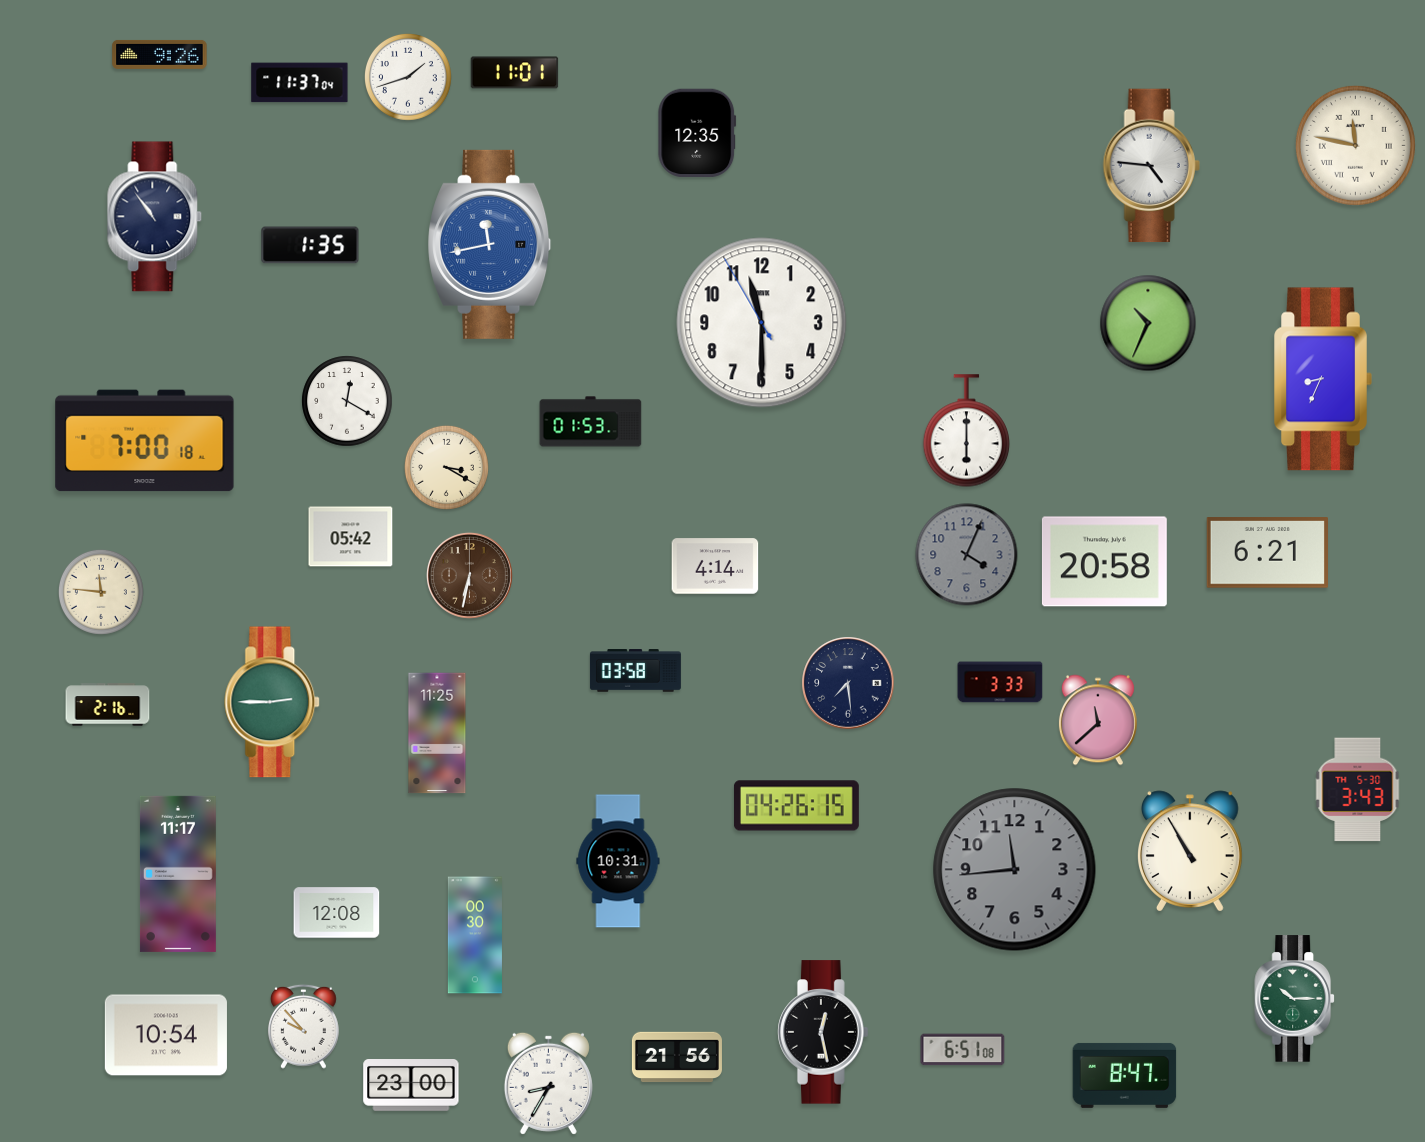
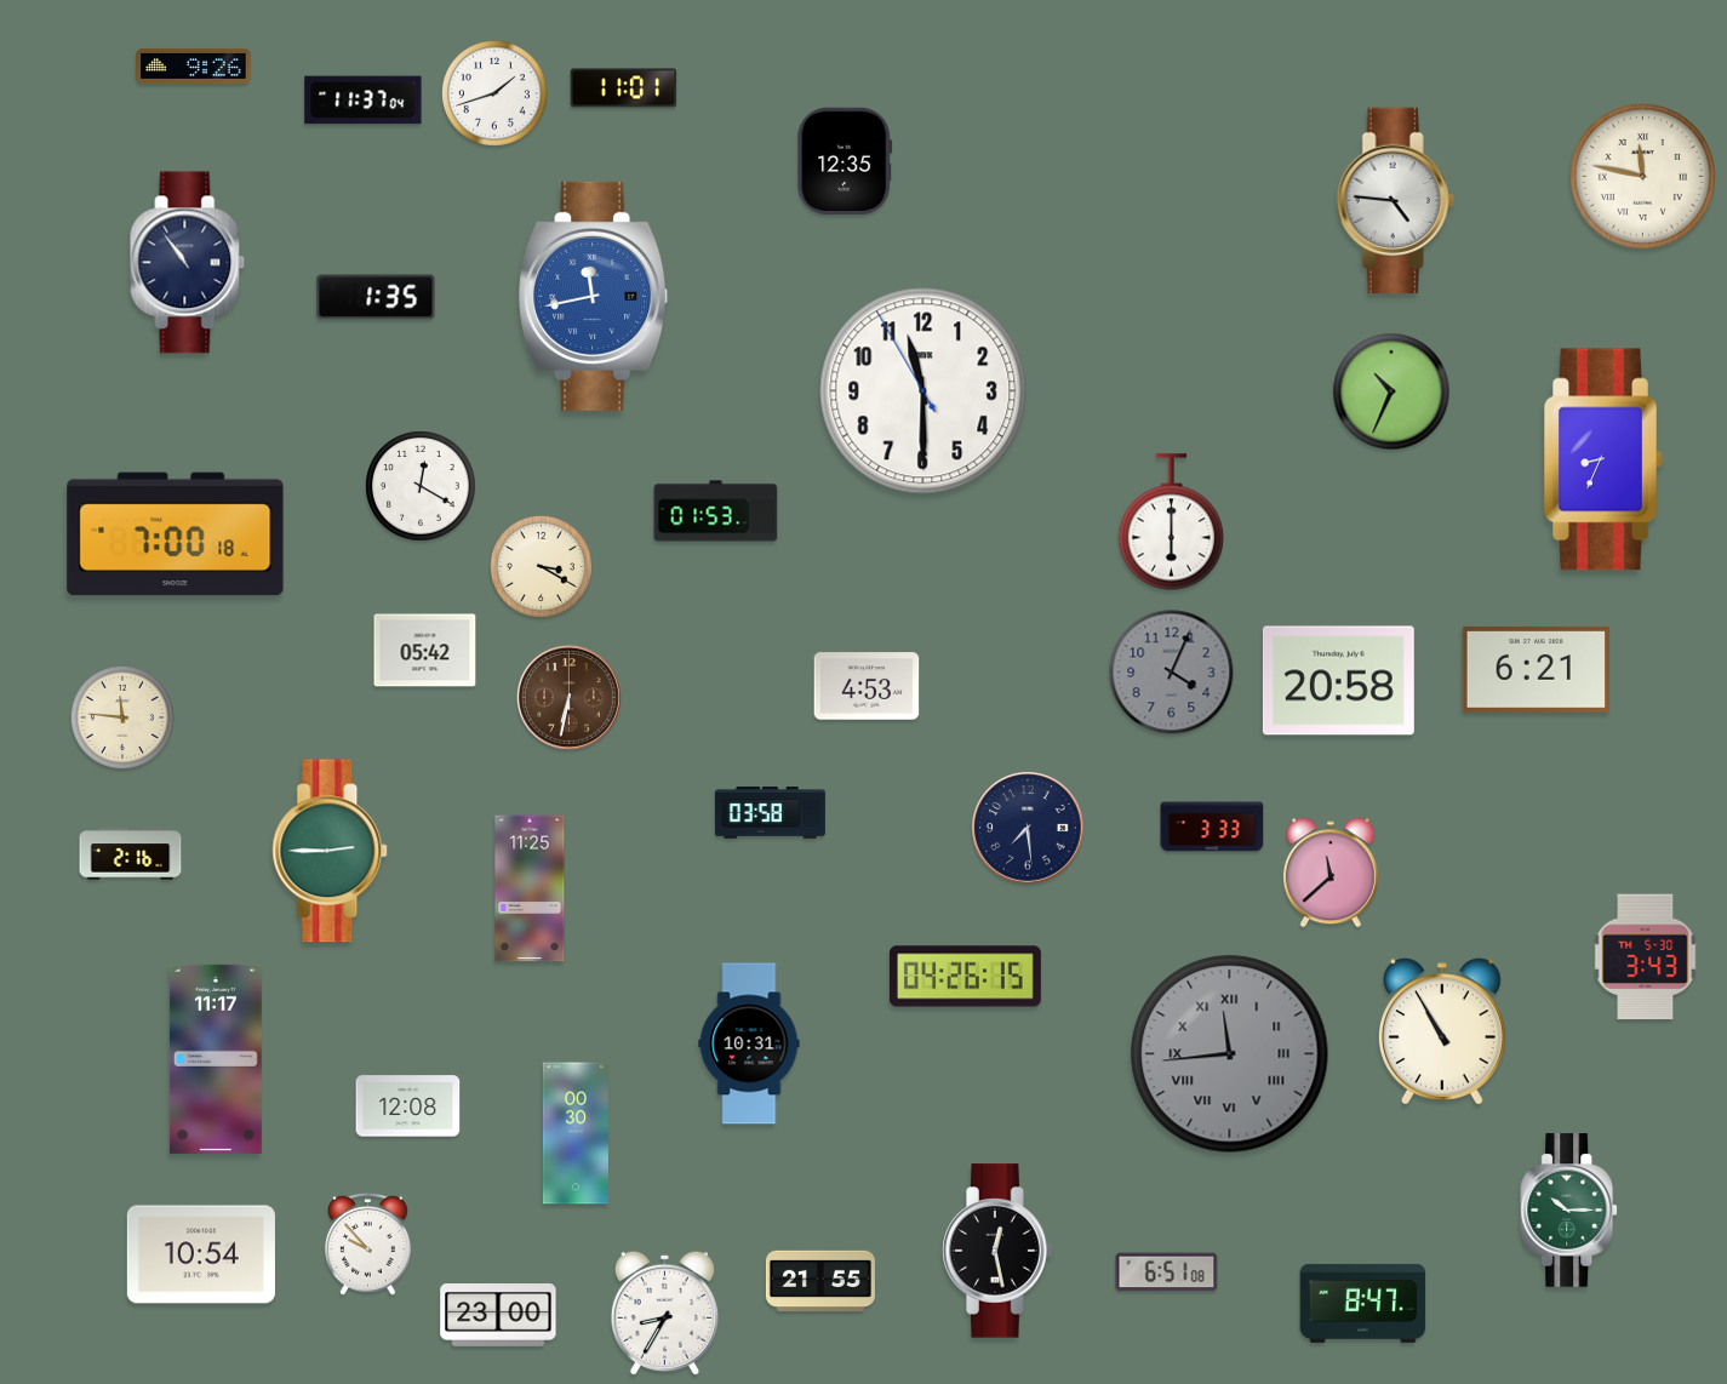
clock at (715, 566): 4:14 -> 4:53
clock at (1015, 870) numerals: Arabic -> Roman
clock at (677, 1057): 21:56 -> 21:55
